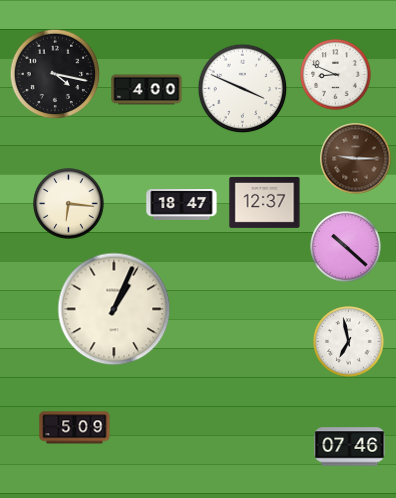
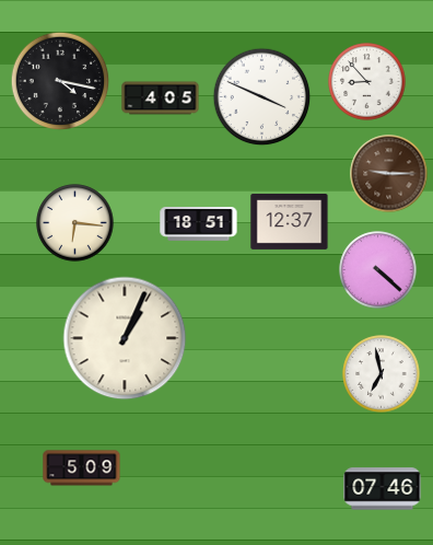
clock at (336, 75): 8:49 -> 8:53
clock at (243, 89) position: (243, 89) -> (262, 97)
clock at (147, 90): 4:00 -> 4:05
clock at (182, 205): 18:47 -> 18:51
clock at (346, 247): 10:22 -> 4:22
